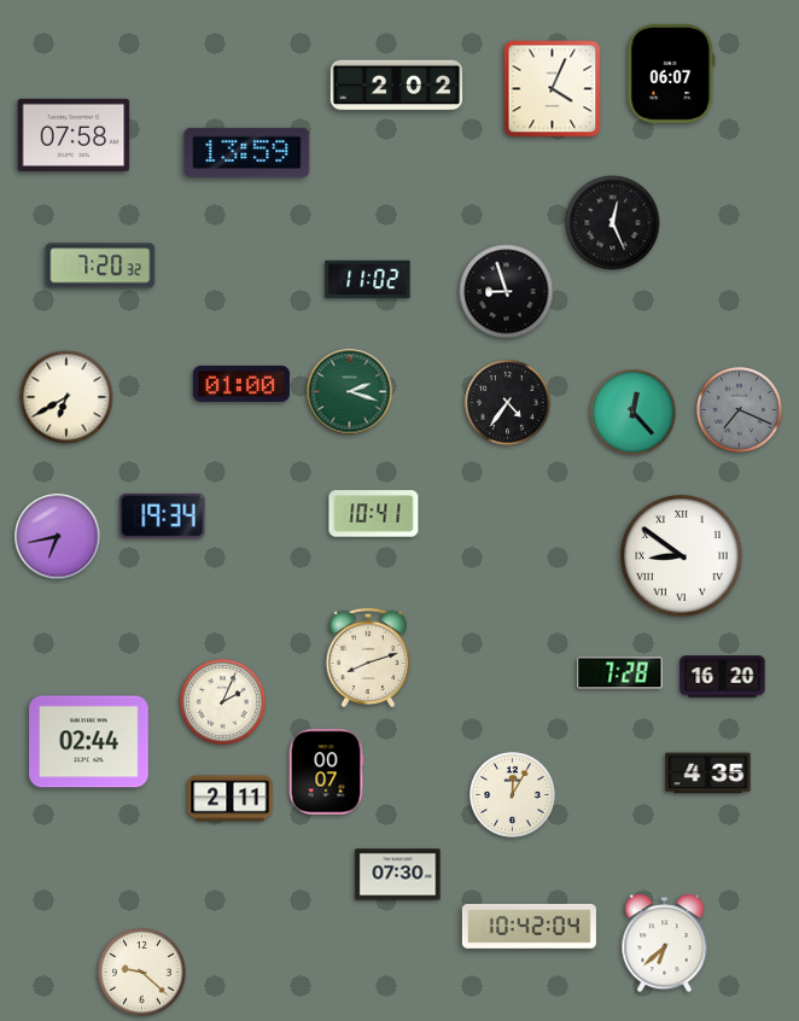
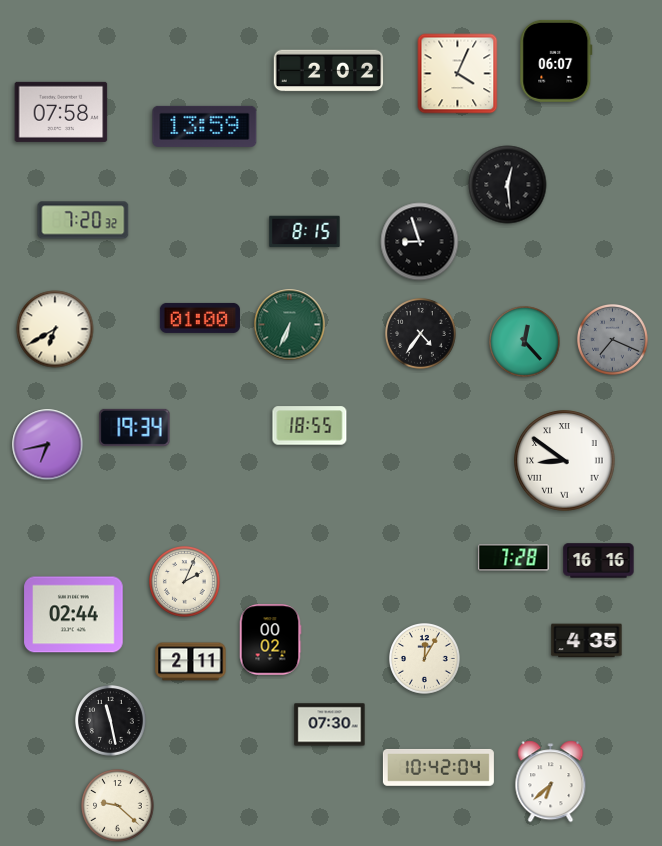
clock at (613, 223): 12:26 -> 12:29
clock at (368, 280): 11:02 -> 8:15
clock at (350, 392): 2:18 -> 6:34
clock at (374, 514): 10:41 -> 18:55
clock at (367, 657): 8:12 -> none
clock at (723, 677): 16:20 -> 16:16
clock at (326, 772): 00:07 -> 00:02
clock at (111, 721): none -> 11:28
